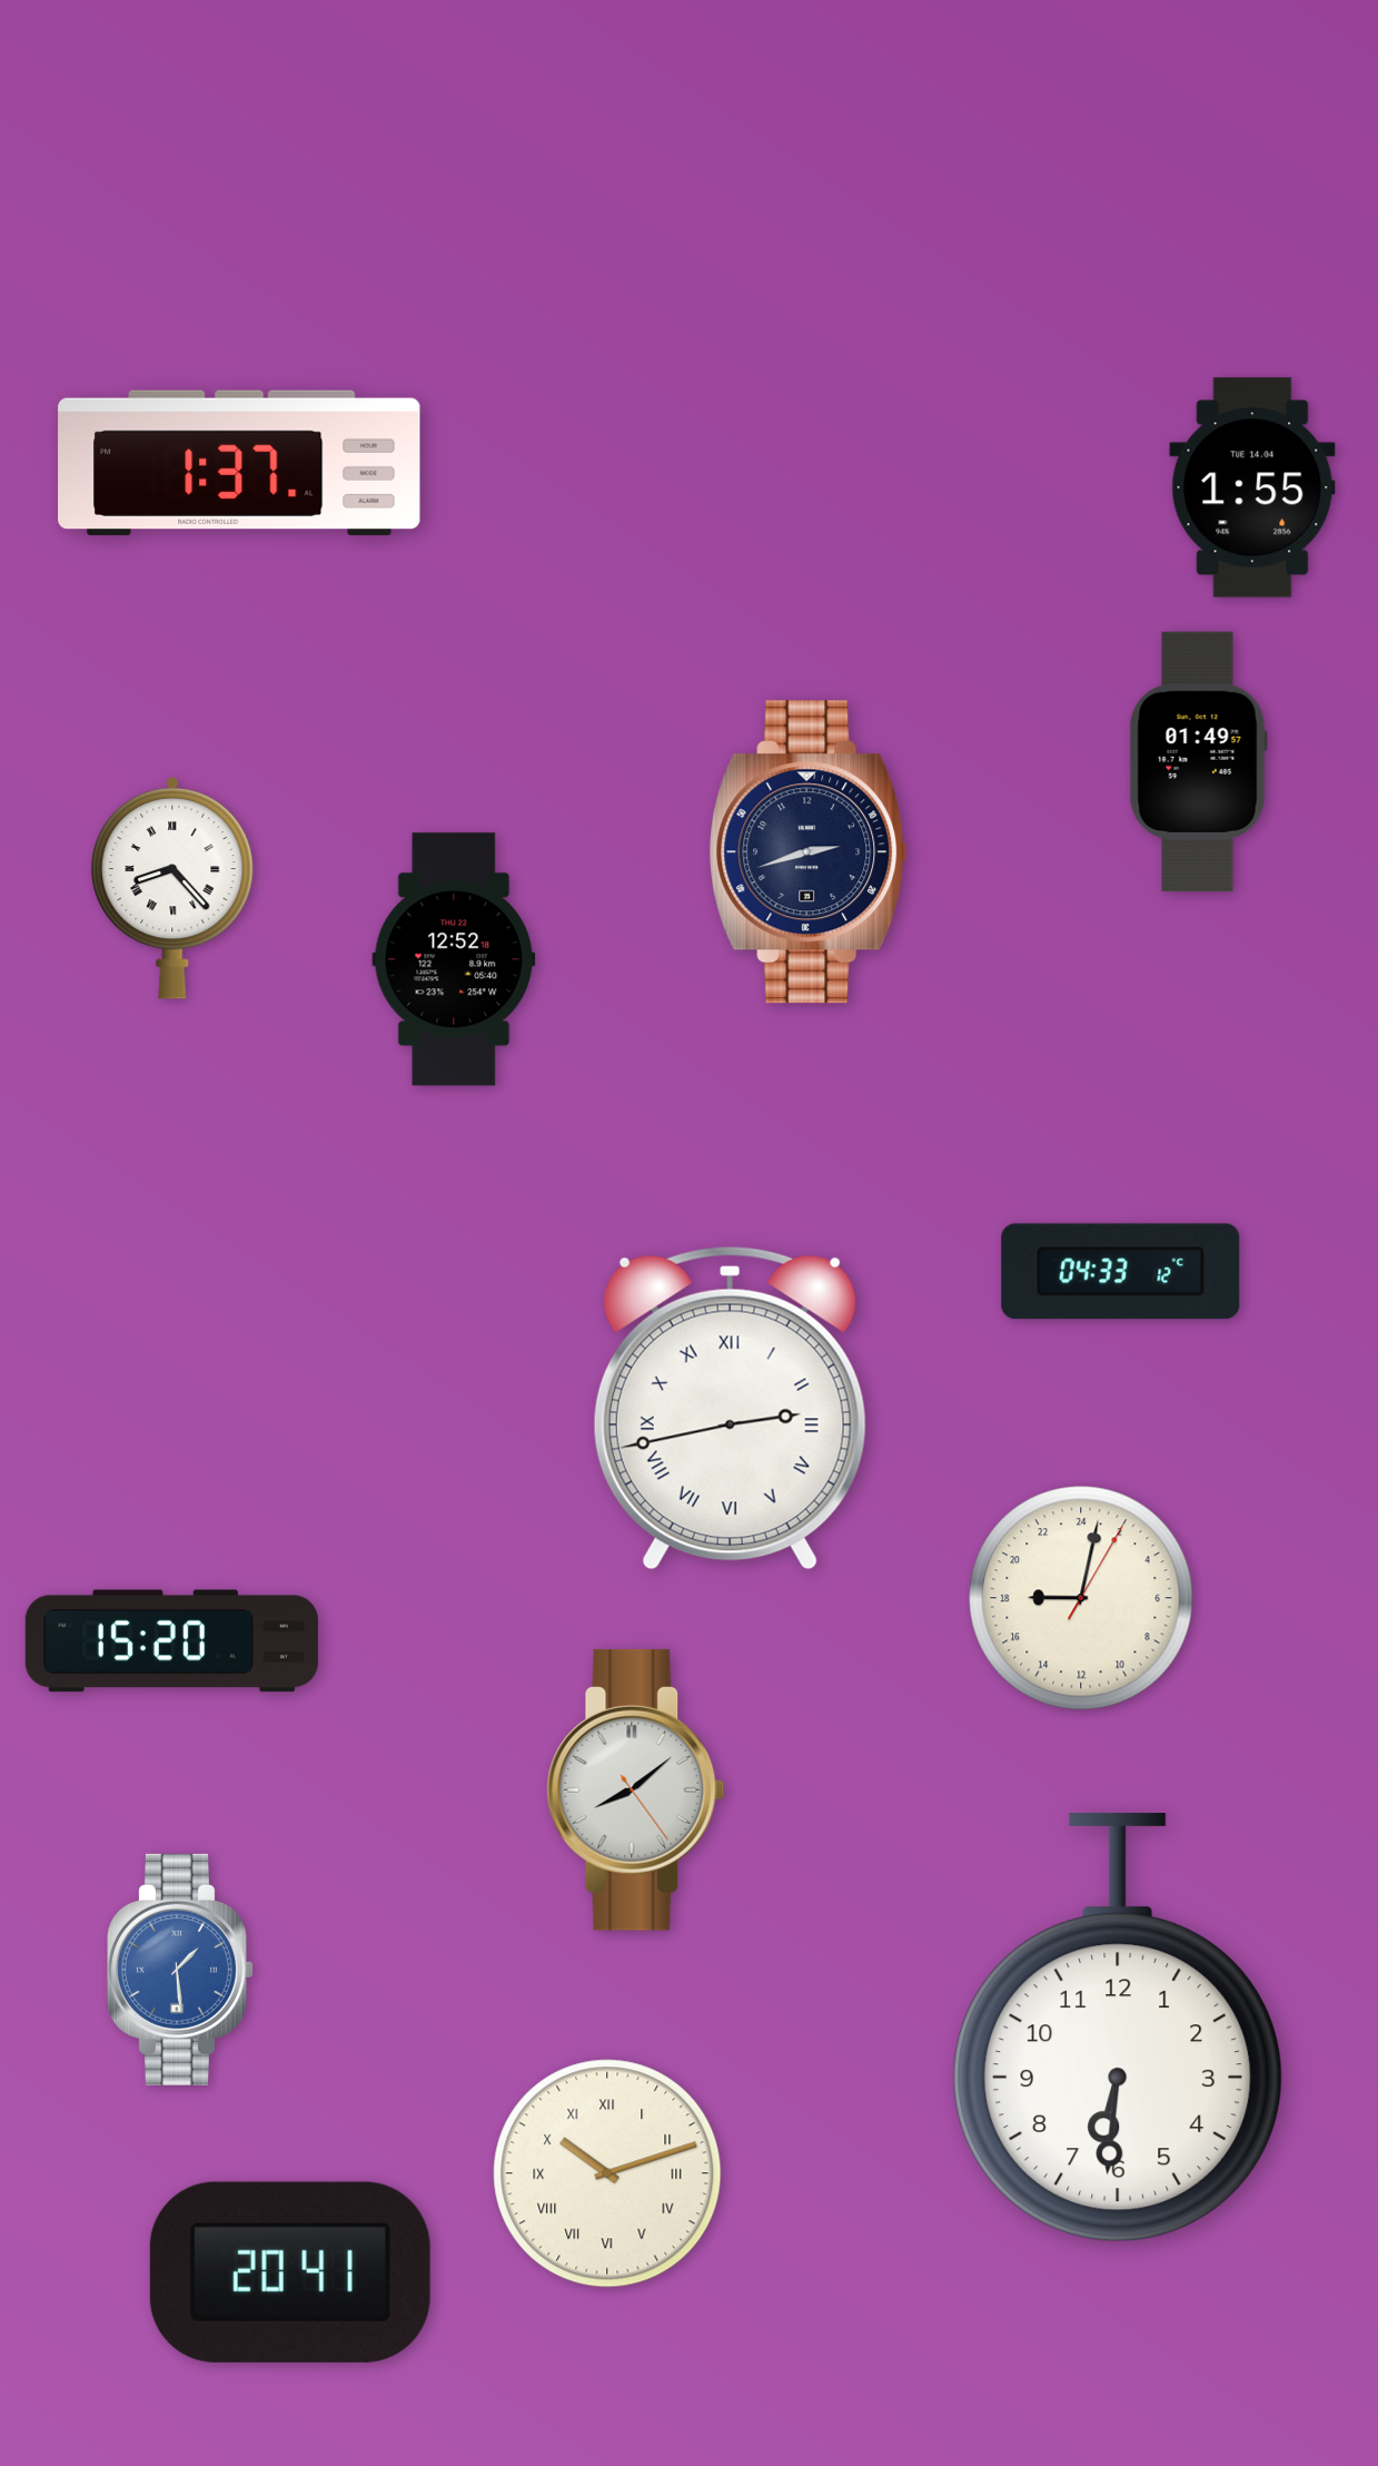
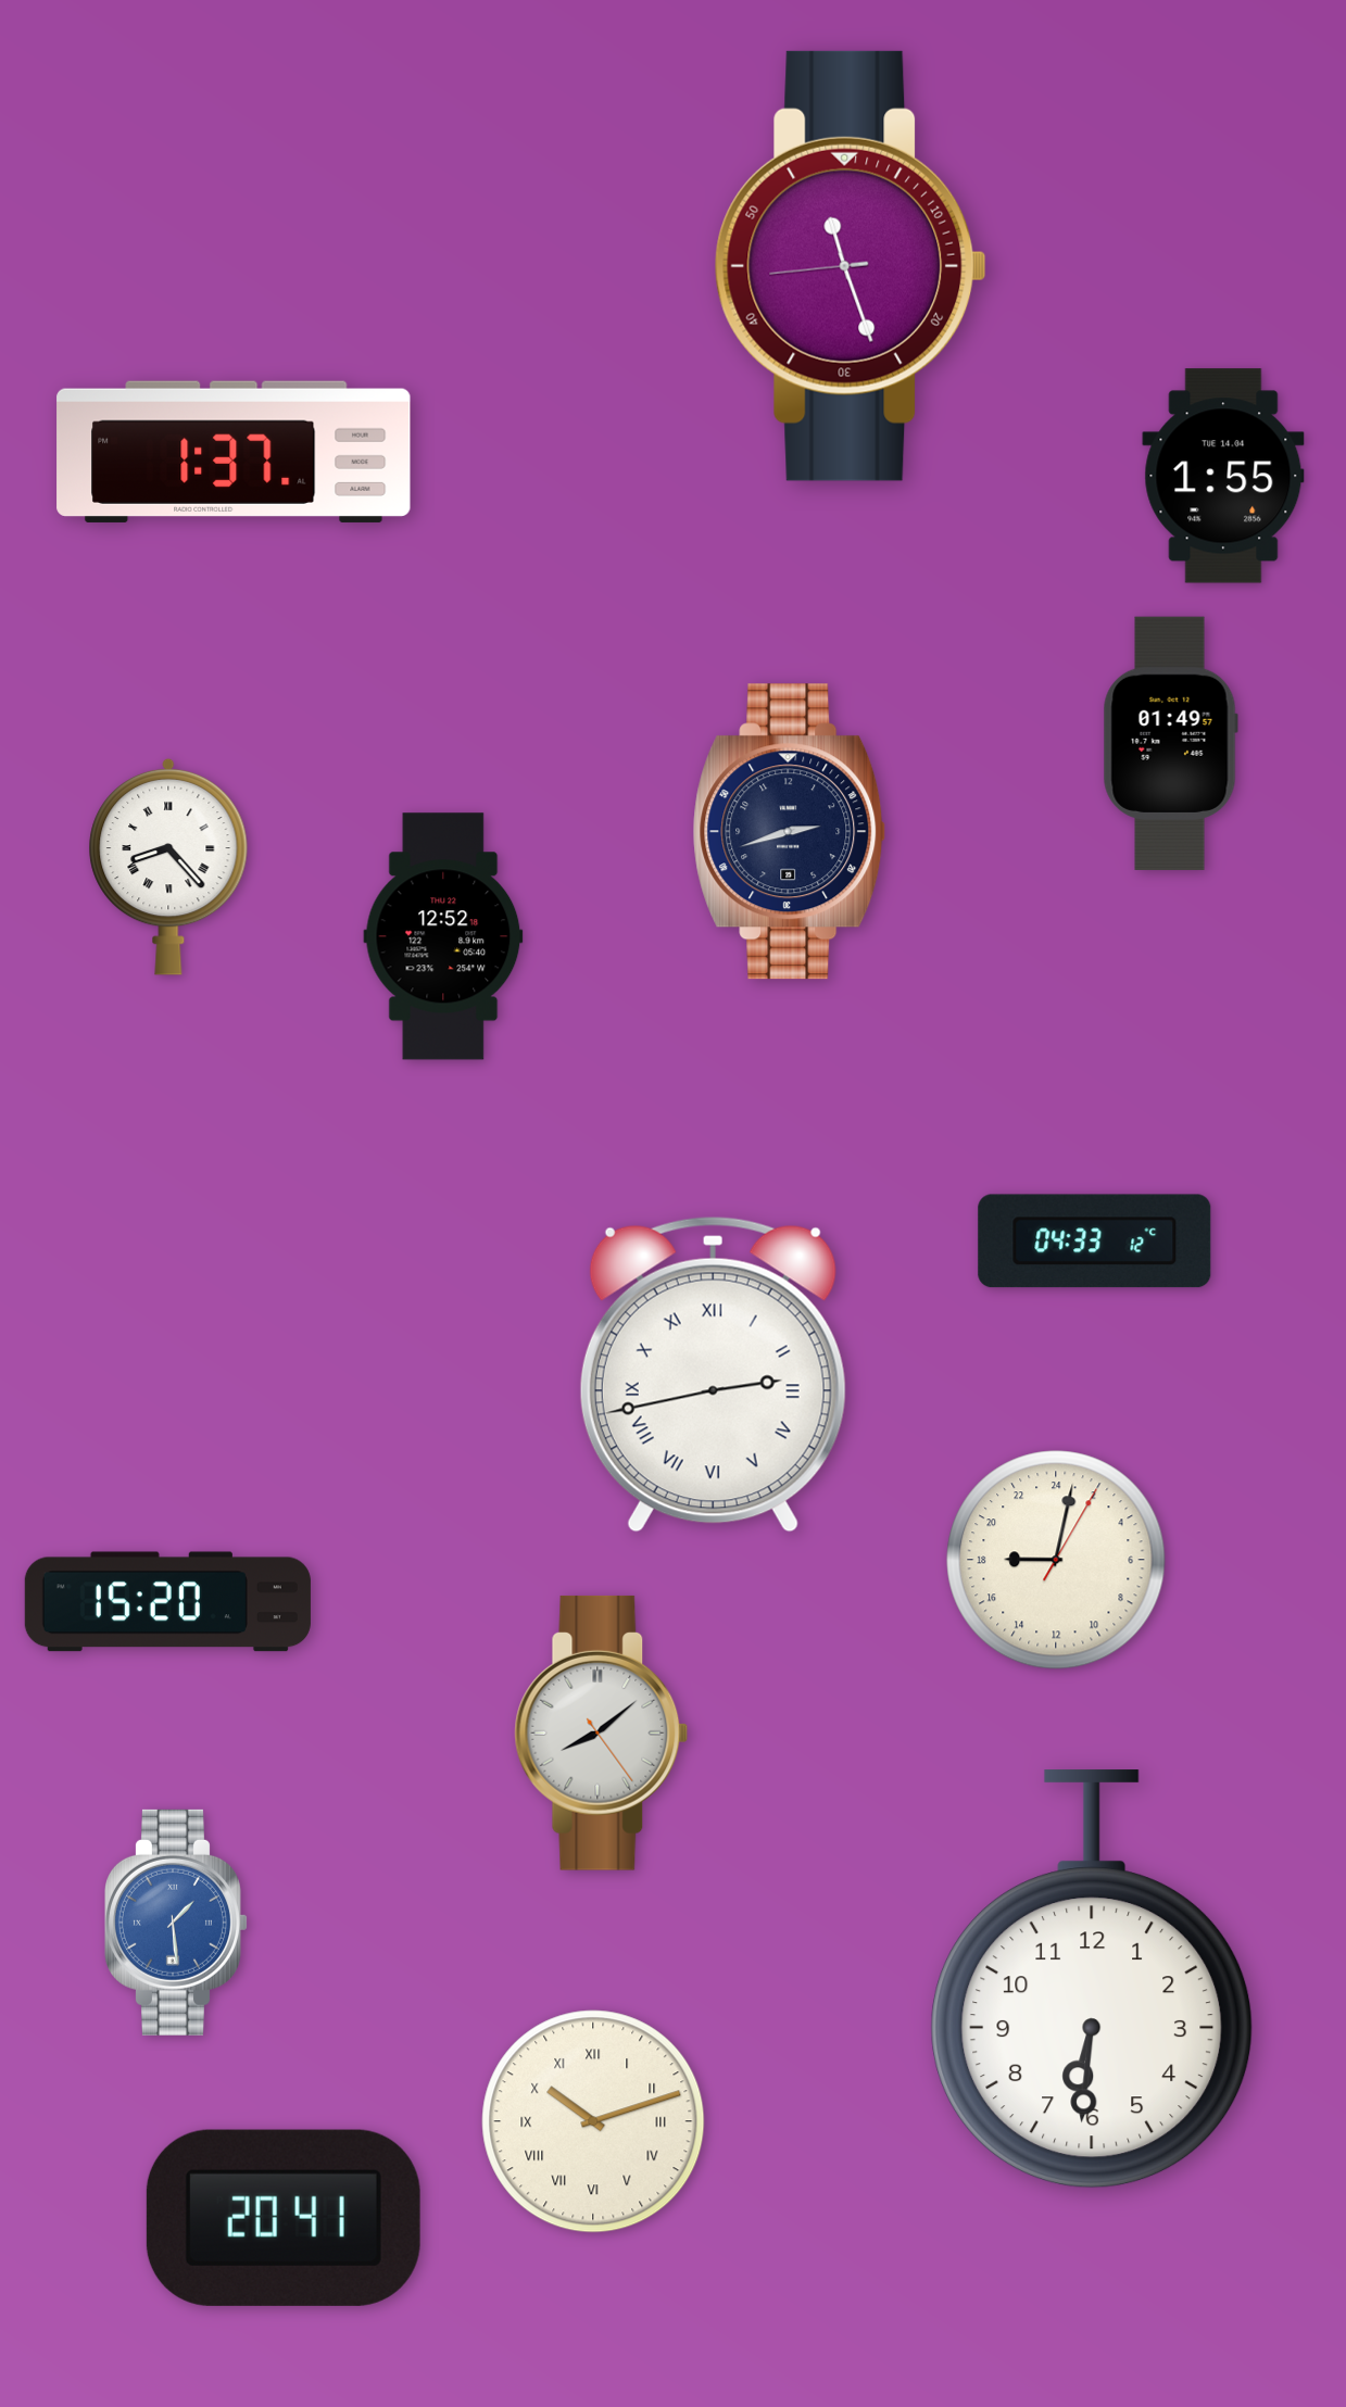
clock at (851, 266): none -> 11:26
clock at (636, 1789) position: (636, 1789) -> (602, 1732)
